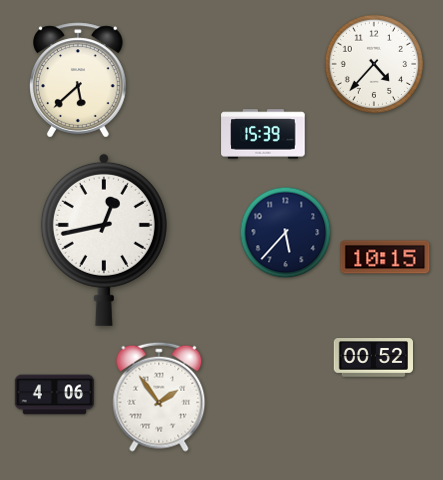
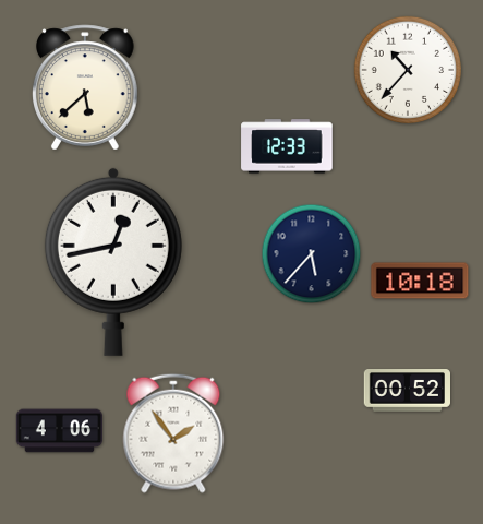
clock at (373, 63): 4:37 -> 10:37
clock at (263, 134): 15:39 -> 12:33
clock at (385, 257): 10:15 -> 10:18
